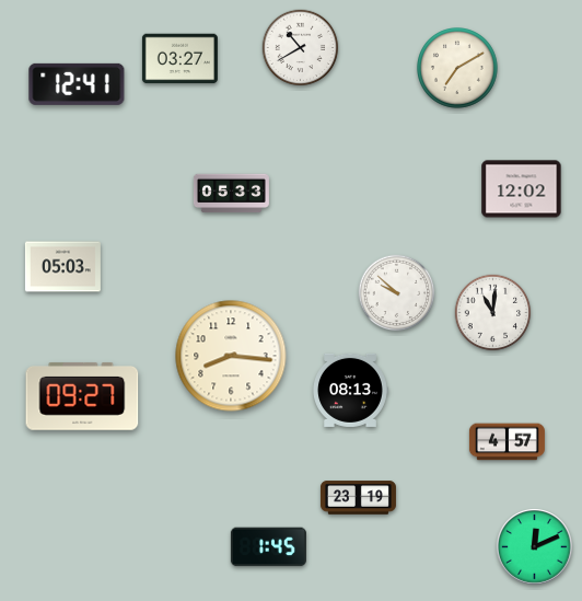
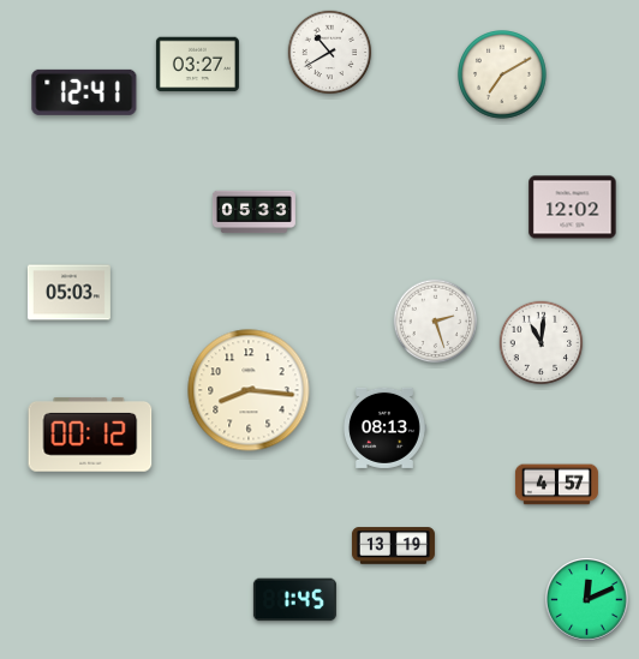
clock at (397, 293): 9:52 -> 2:27
clock at (231, 356) position: (231, 356) -> (249, 390)
clock at (82, 396): 09:27 -> 00:12
clock at (358, 498): 23:19 -> 13:19
